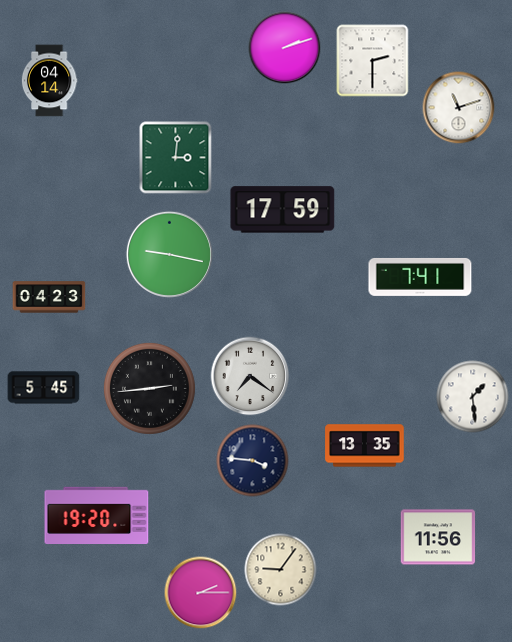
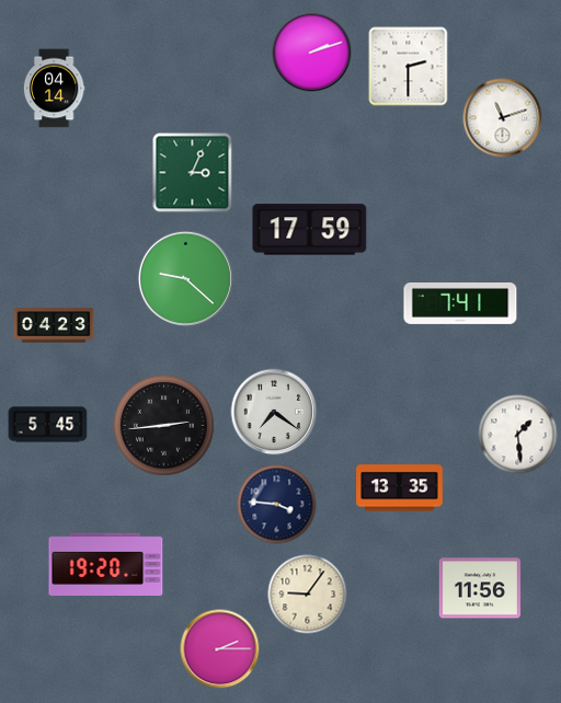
clock at (176, 158): 3:01 -> 3:04
clock at (169, 254): 9:17 -> 9:22
clock at (281, 570) position: (281, 570) -> (308, 595)
